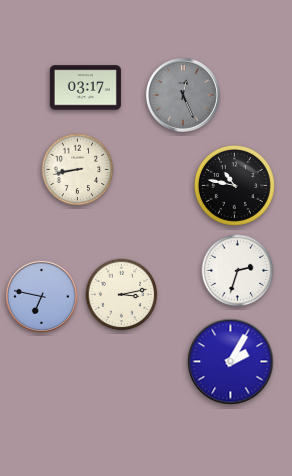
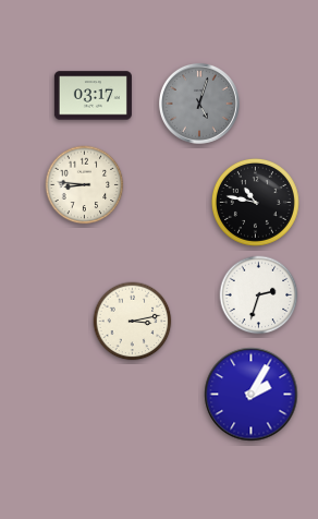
clock at (183, 95): 12:26 -> 5:03
clock at (78, 170): 8:43 -> 8:46
clock at (41, 296): 6:47 -> none
